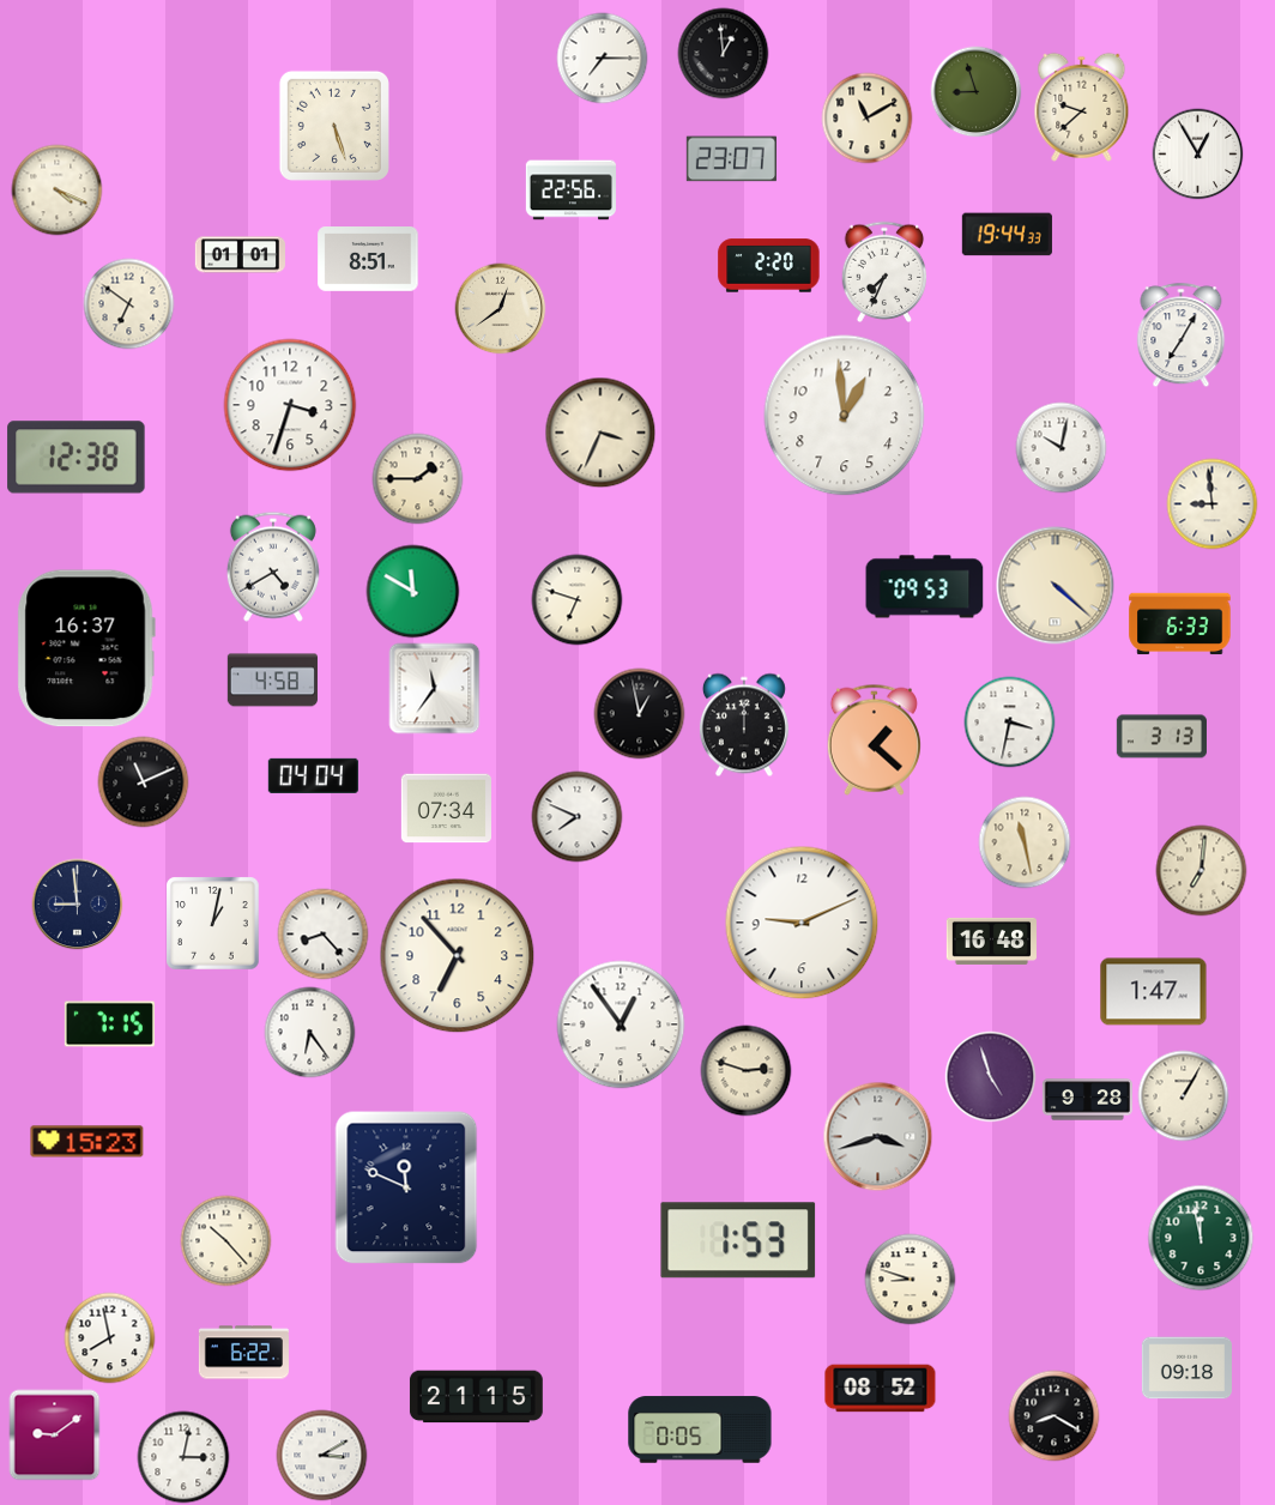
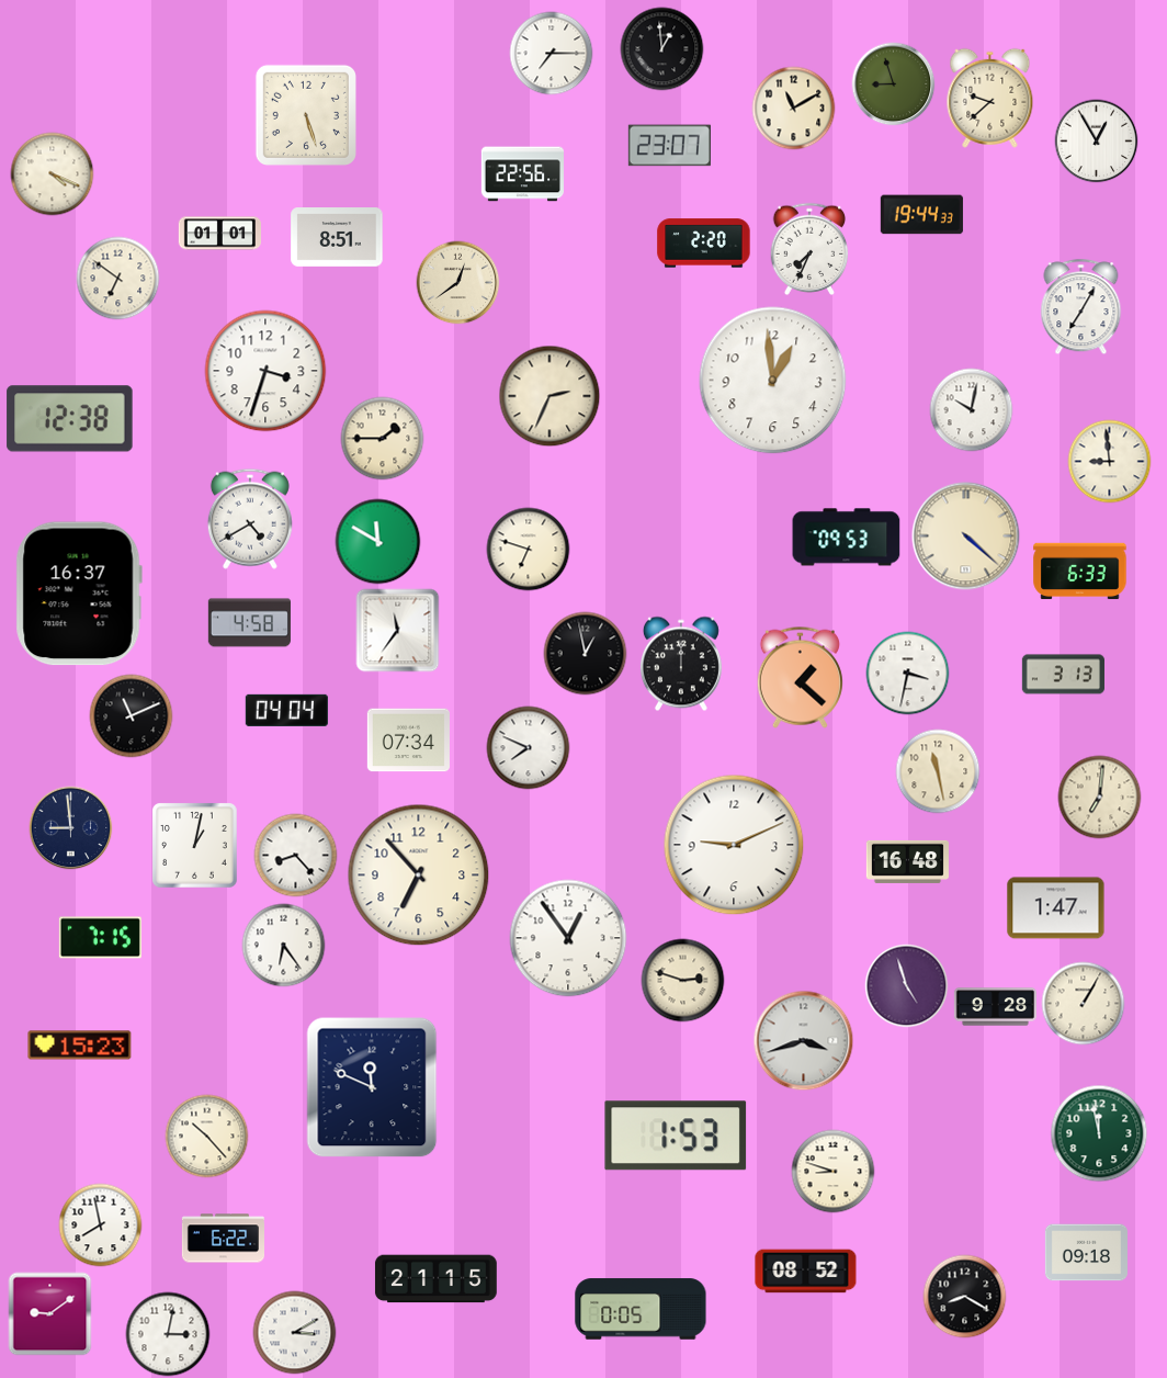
clock at (600, 433): 3:34 -> 2:34
clock at (1010, 723) position: (1010, 723) -> (908, 674)
